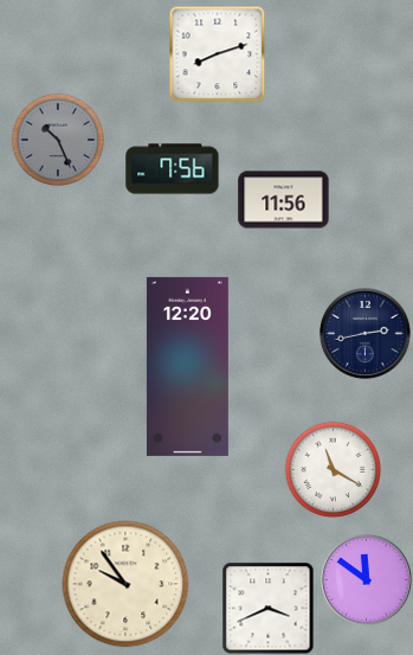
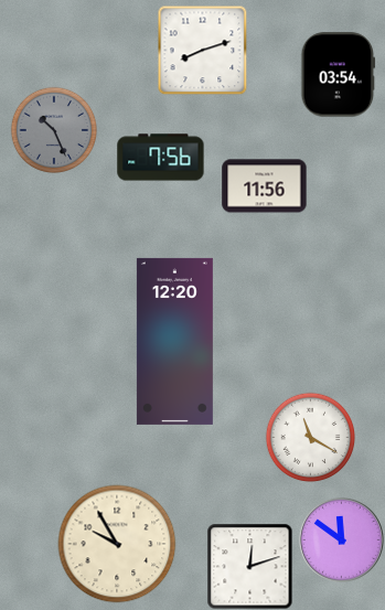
clock at (339, 75): none -> 03:54
clock at (364, 333): 2:43 -> none
clock at (125, 584): 9:54 -> 9:55
clock at (267, 608): 3:41 -> 12:12
